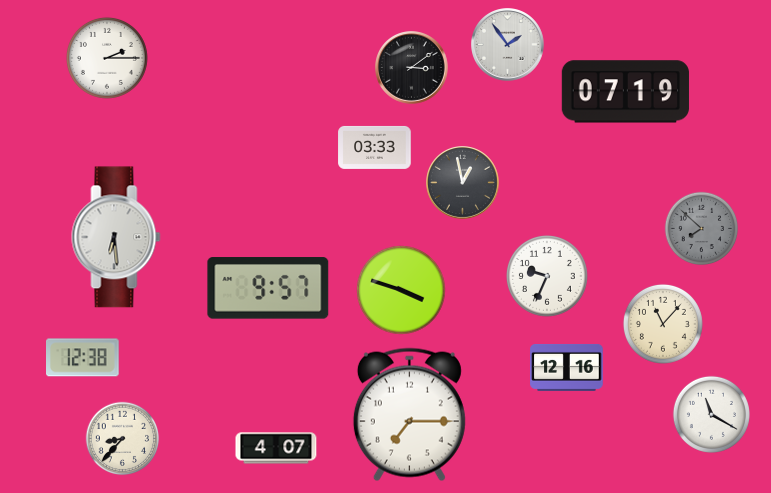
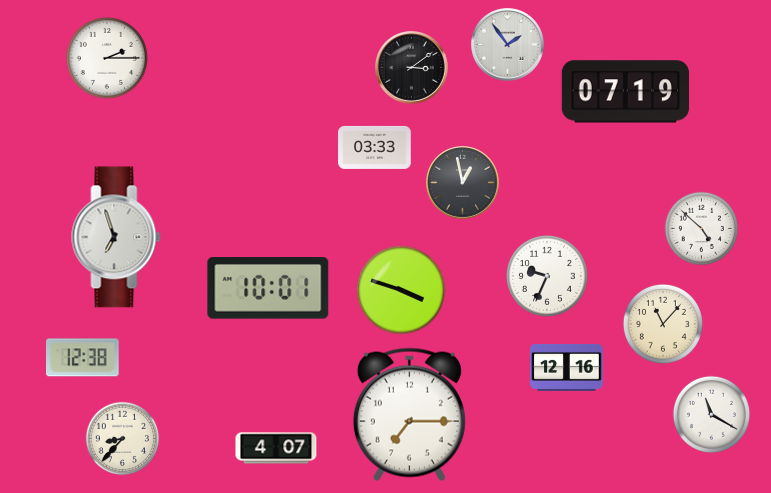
clock at (702, 229): 7:52 -> 4:52
clock at (702, 229) dial: grey -> white
clock at (116, 237): 6:29 -> 6:57
clock at (268, 288): 9:57 -> 10:01
